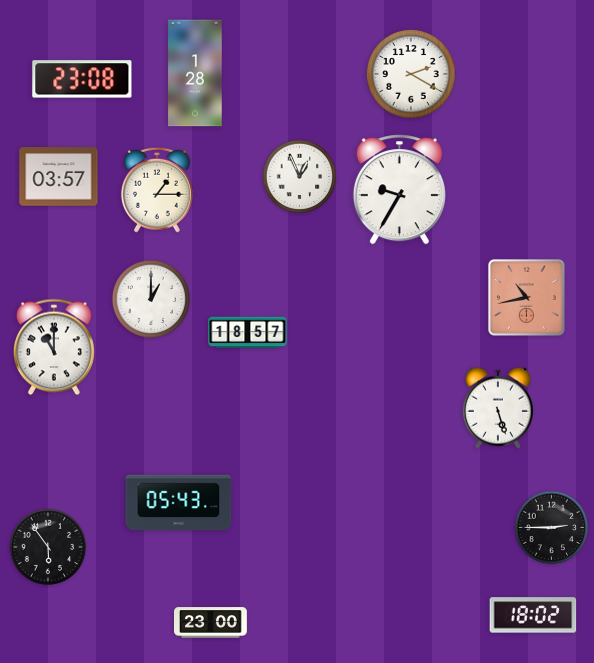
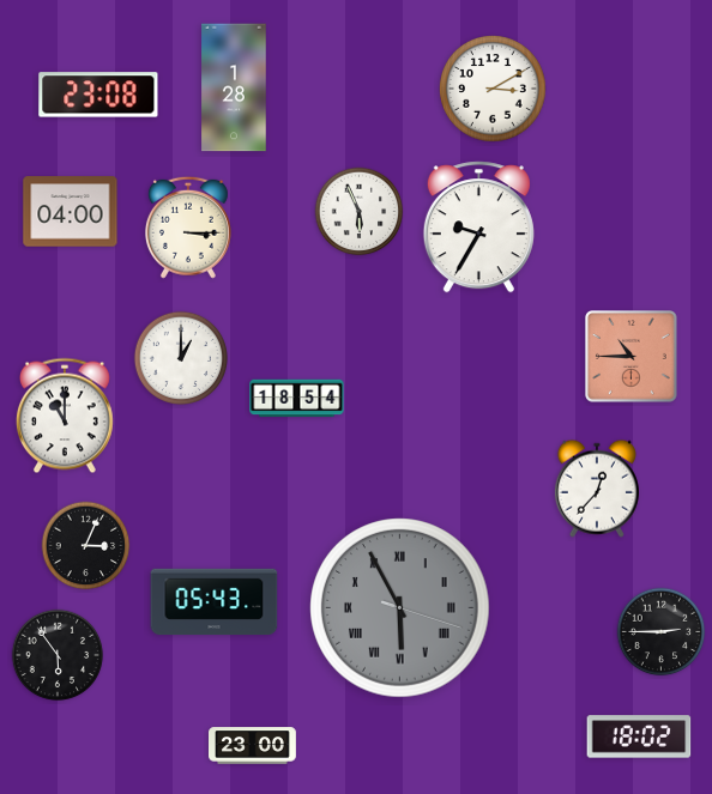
clock at (412, 75): 2:20 -> 3:10
clock at (59, 177): 03:57 -> 04:00
clock at (300, 177): 12:56 -> 5:56
clock at (157, 190): 1:15 -> 3:15
clock at (527, 298): 10:43 -> 10:45
clock at (248, 333): 18:57 -> 18:54
clock at (498, 408): 5:27 -> 12:37
clock at (86, 546): none -> 3:04
clock at (400, 608): none -> 5:55
